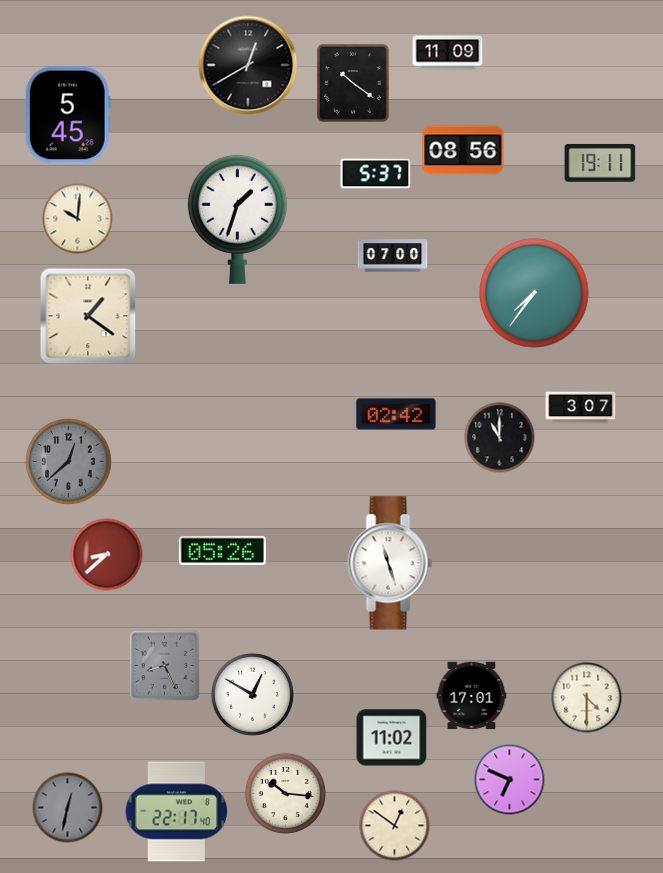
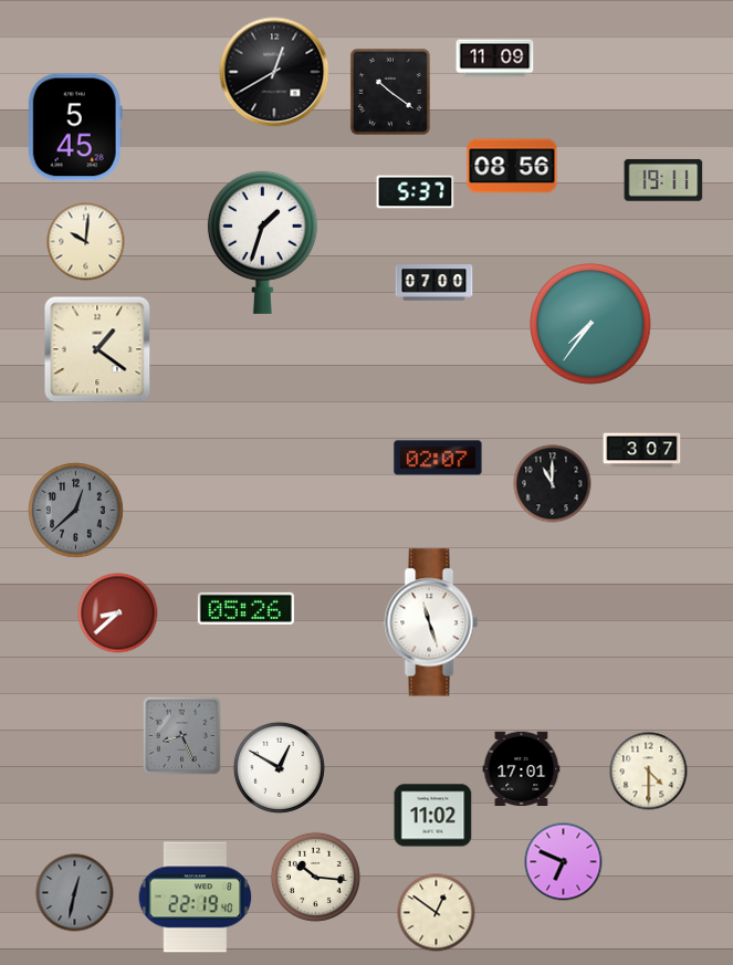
clock at (396, 414): 02:42 -> 02:07
clock at (177, 812): 22:17 -> 22:19
